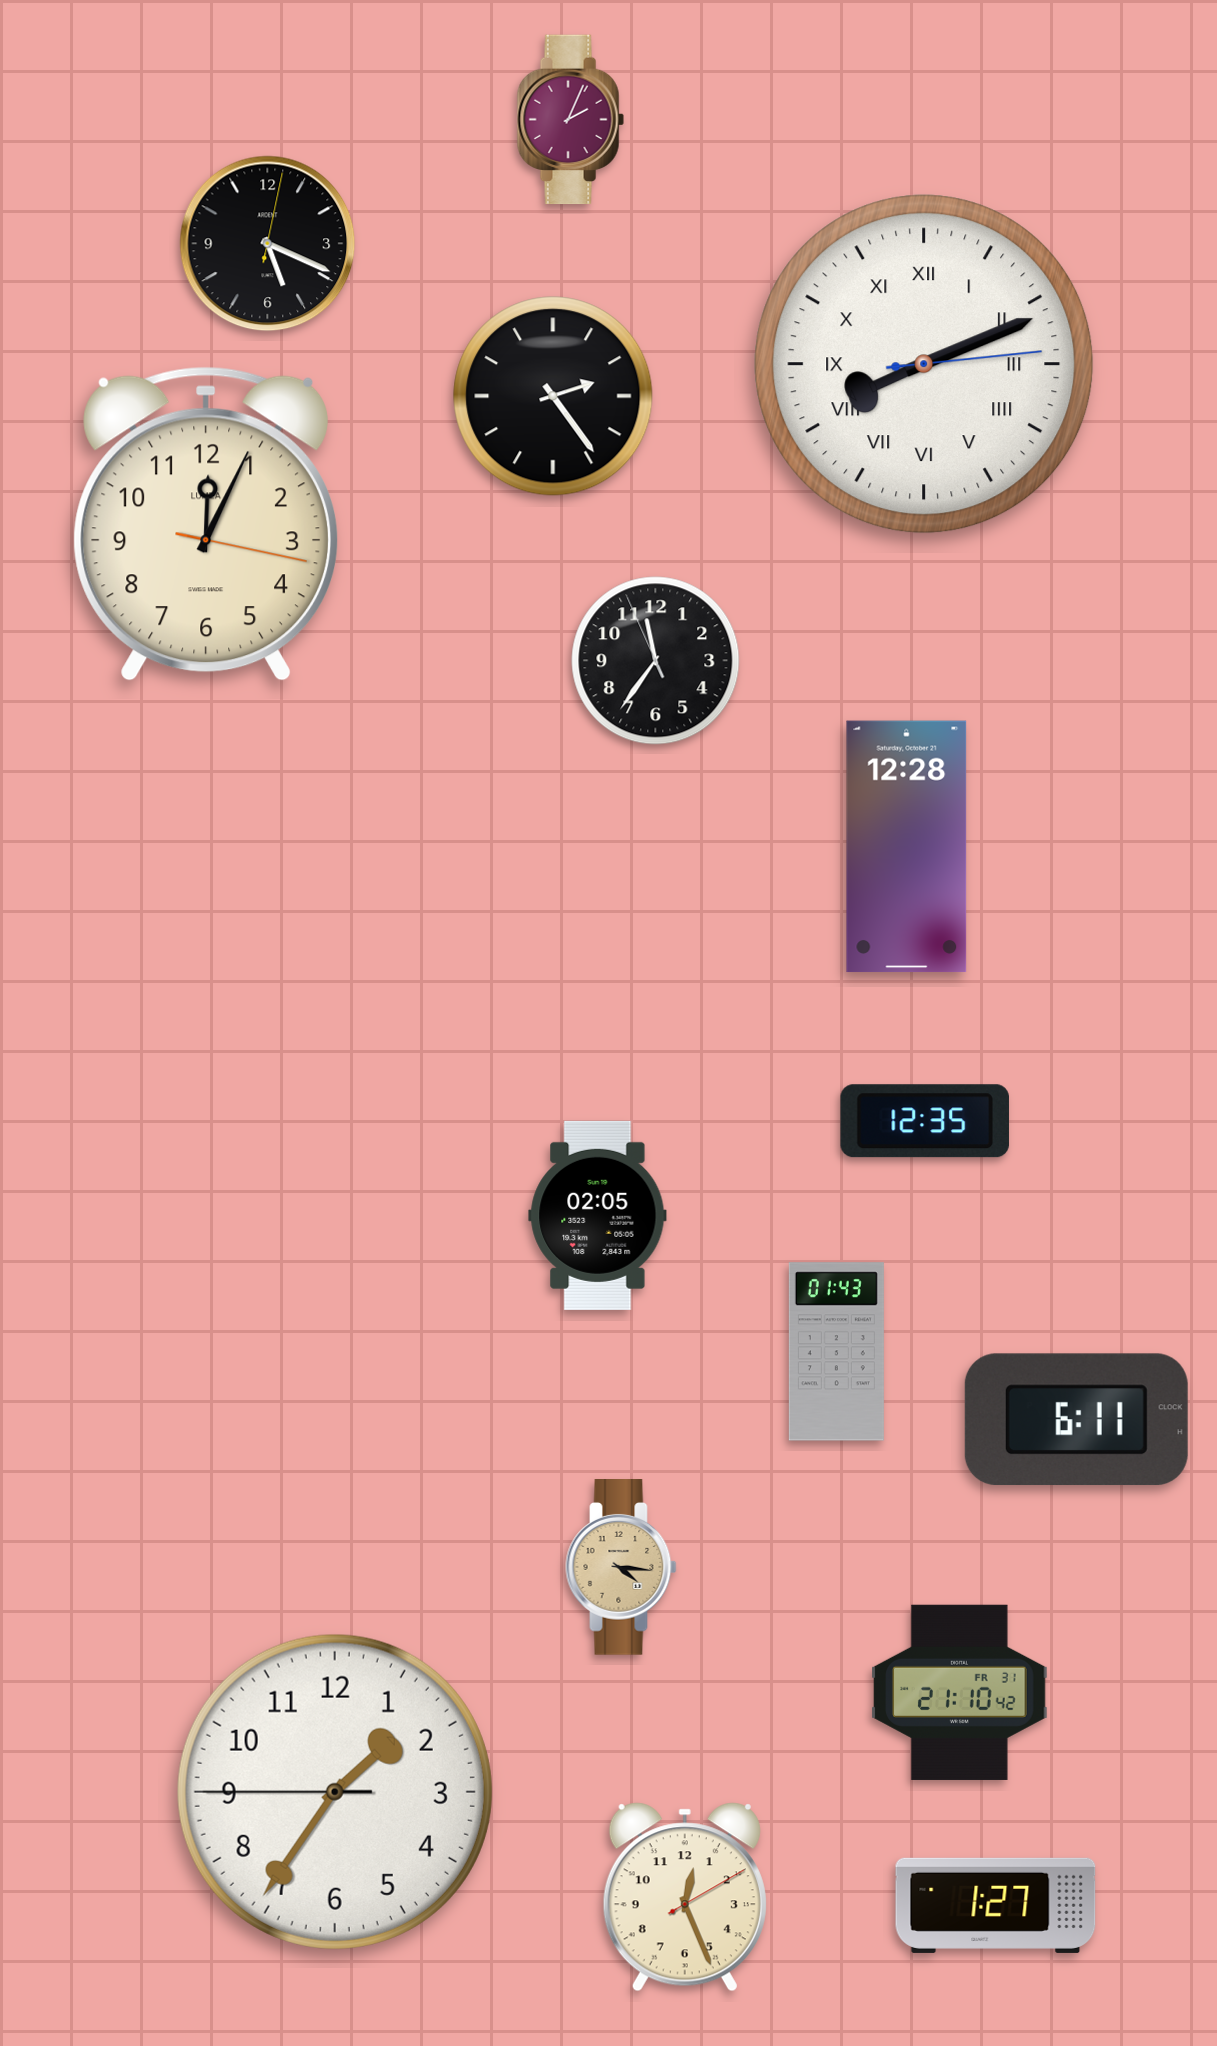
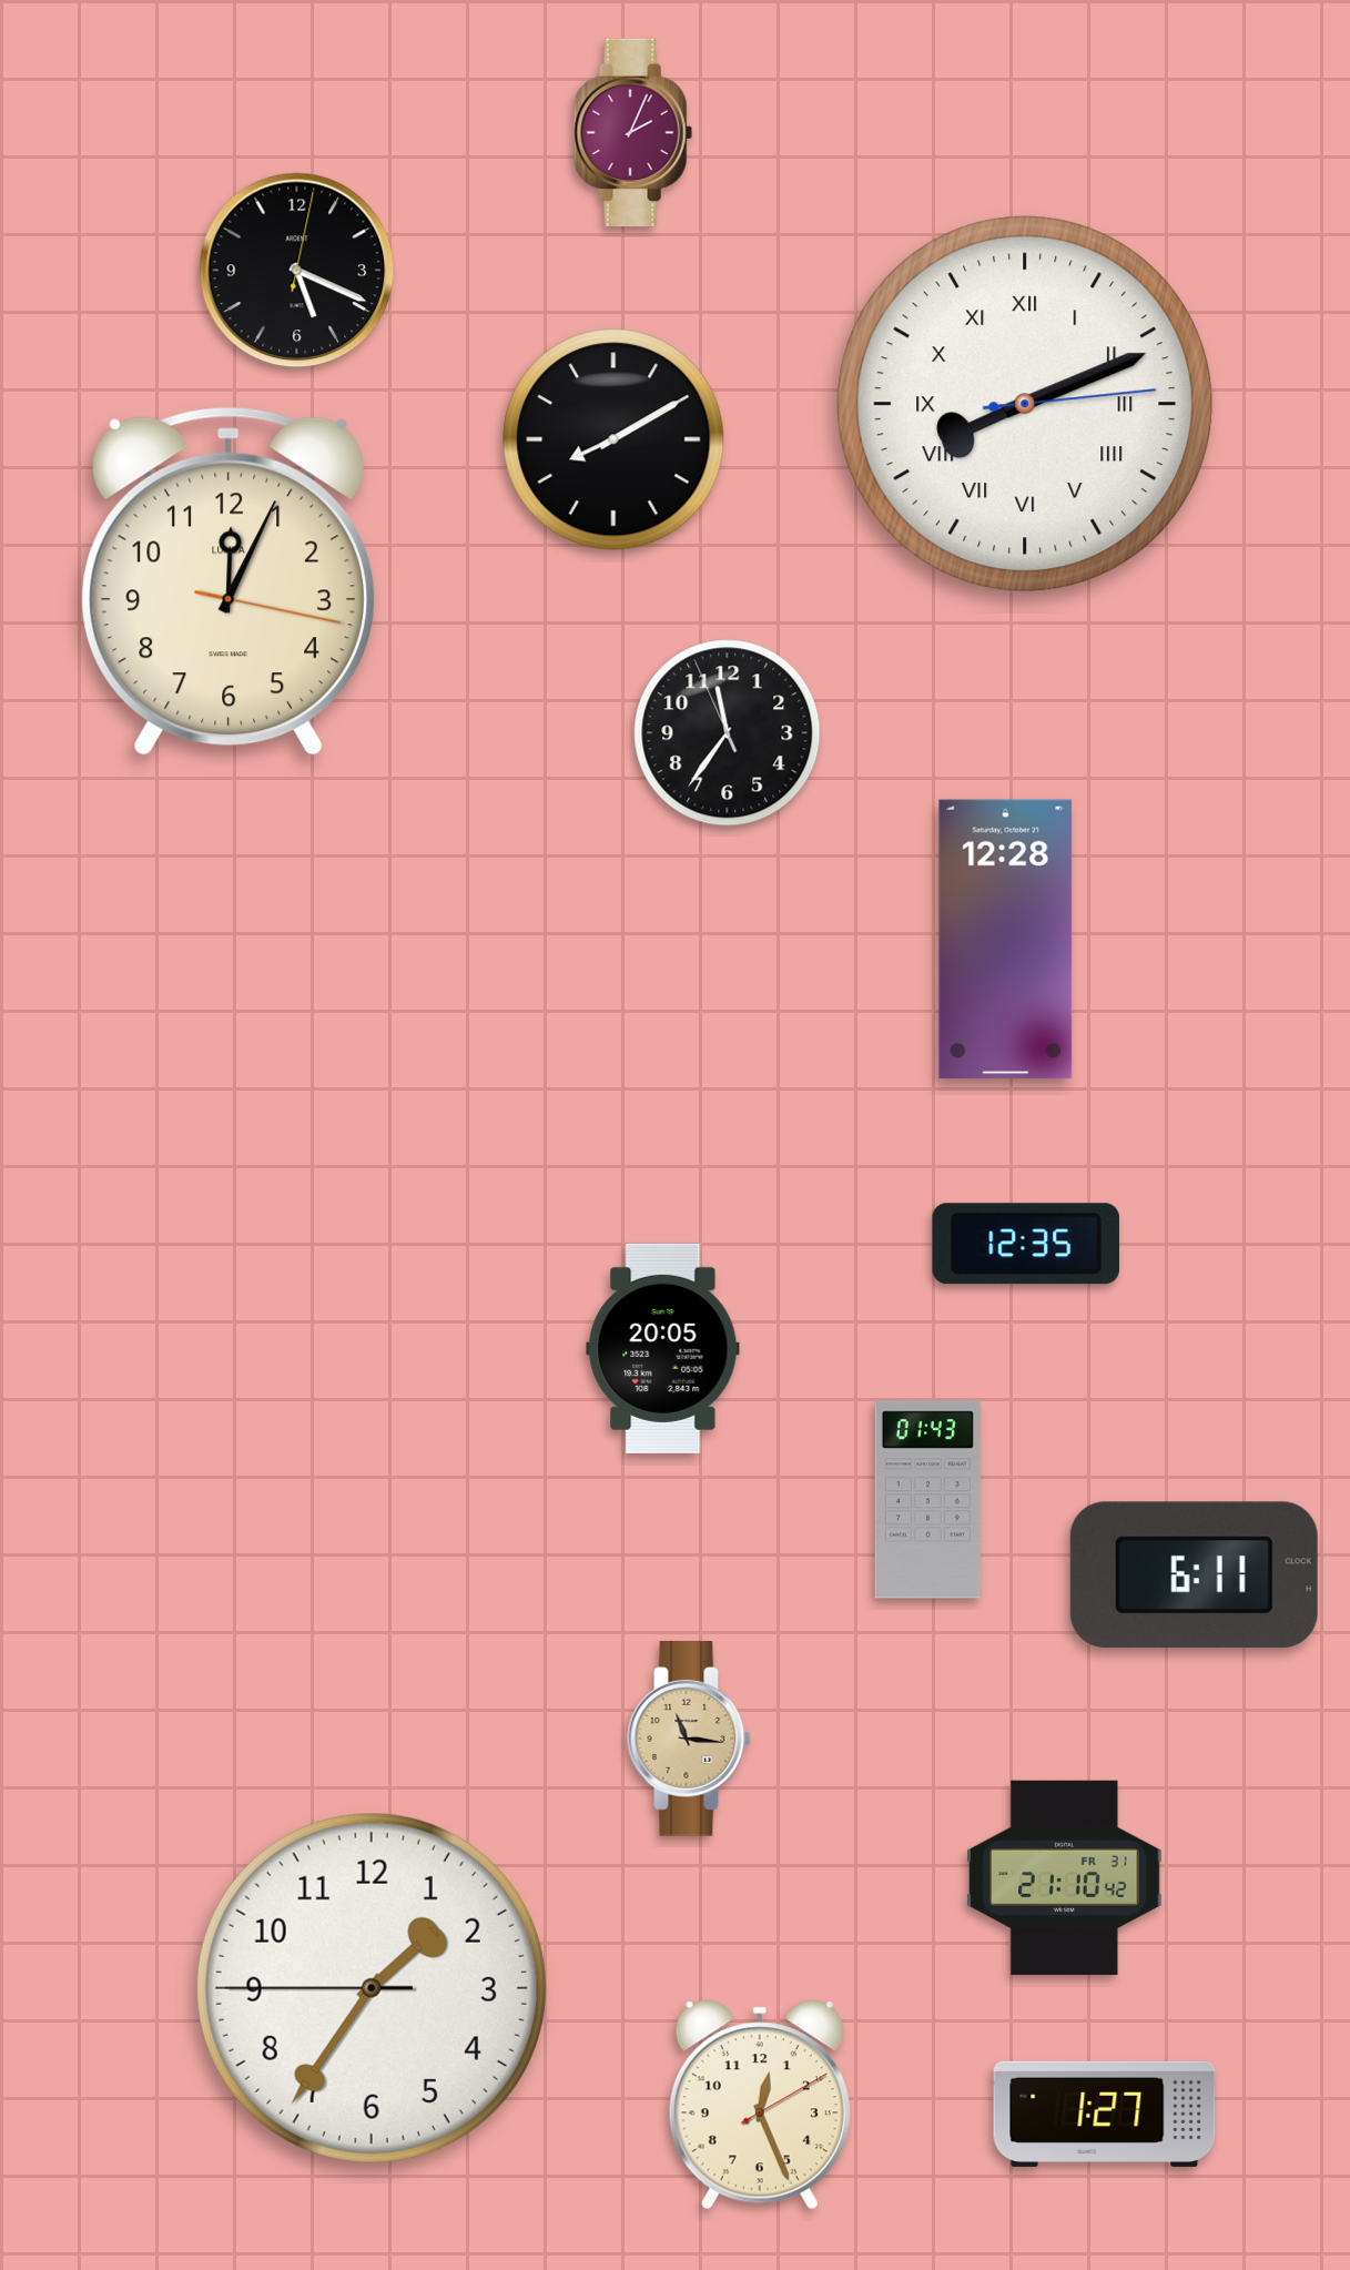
clock at (553, 396): 2:24 -> 8:10
clock at (598, 1215): 02:05 -> 20:05
clock at (621, 1568): 4:16 -> 11:16
